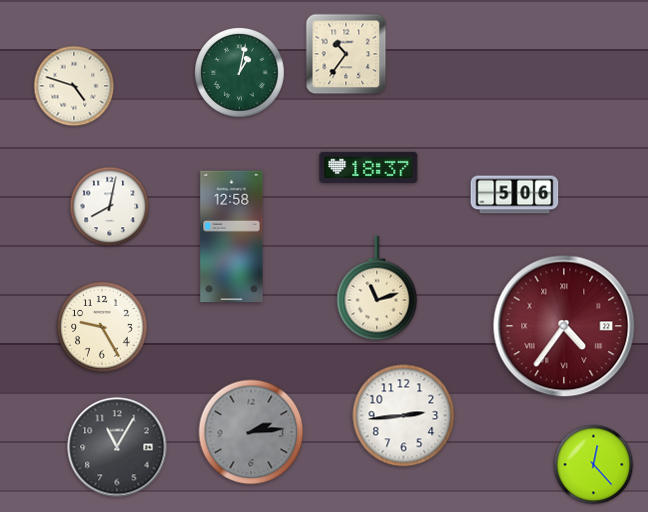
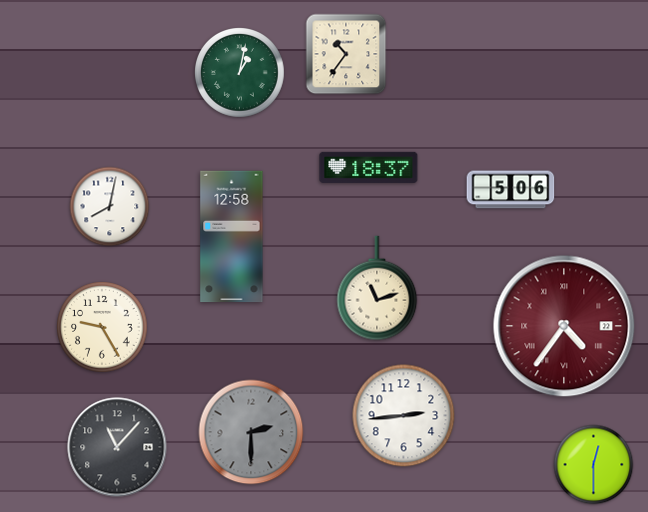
clock at (74, 86): 4:48 -> none
clock at (515, 195) position: (515, 195) -> (511, 190)
clock at (251, 432): 2:14 -> 2:30
clock at (117, 447): 11:05 -> 11:07
clock at (594, 465): 12:23 -> 12:30
